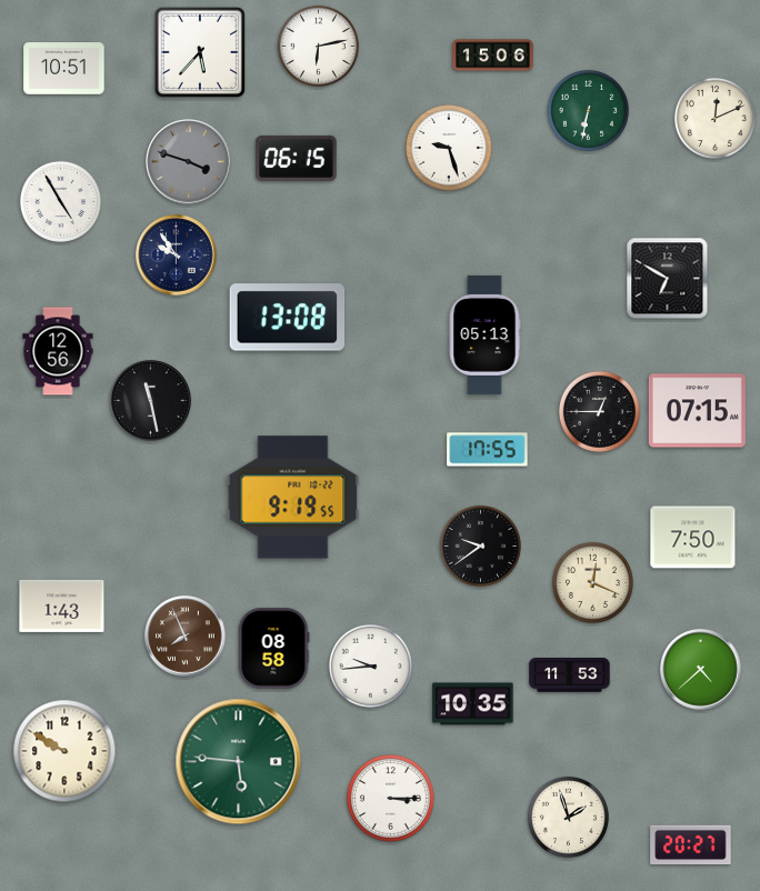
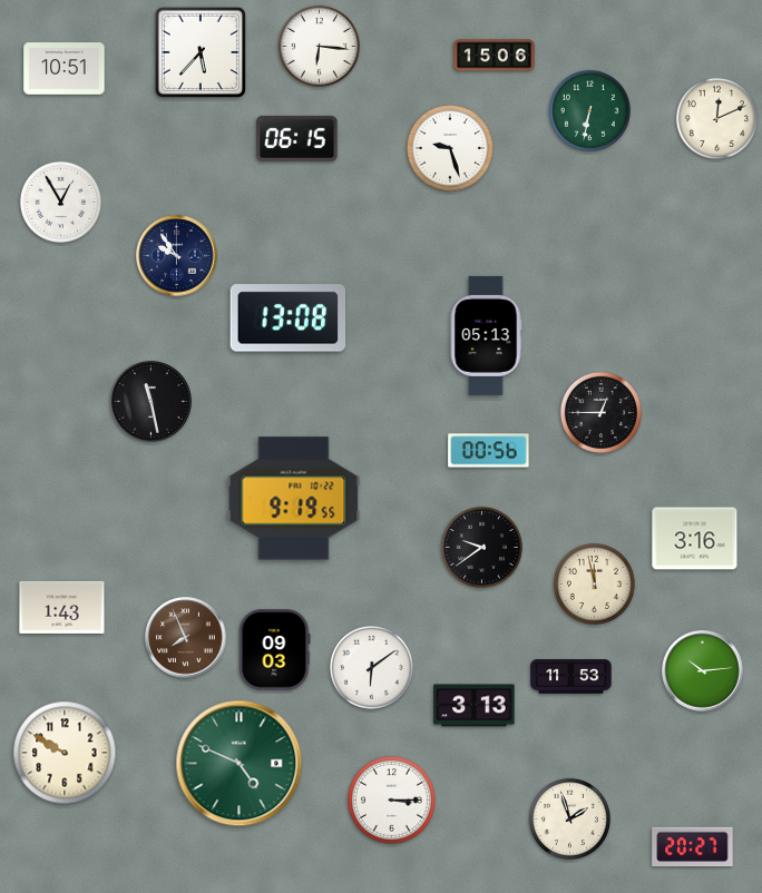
clock at (318, 46): 6:13 -> 6:16
clock at (297, 158) position: (297, 158) -> (297, 138)
clock at (189, 162): 3:48 -> none
clock at (60, 201): 4:55 -> 12:55
clock at (668, 279): 6:50 -> none
clock at (58, 351): 12:56 -> none
clock at (697, 411): 07:15 -> none
clock at (488, 450): 17:55 -> 00:56
clock at (693, 538): 7:50 -> 3:16
clock at (592, 582): 12:19 -> 11:58
clock at (274, 649): 08:58 -> 09:03
clock at (370, 665): 9:44 -> 6:09
clock at (701, 670): 4:38 -> 10:14
clock at (473, 704): 10:35 -> 3:13
clock at (239, 762): 5:46 -> 4:49
